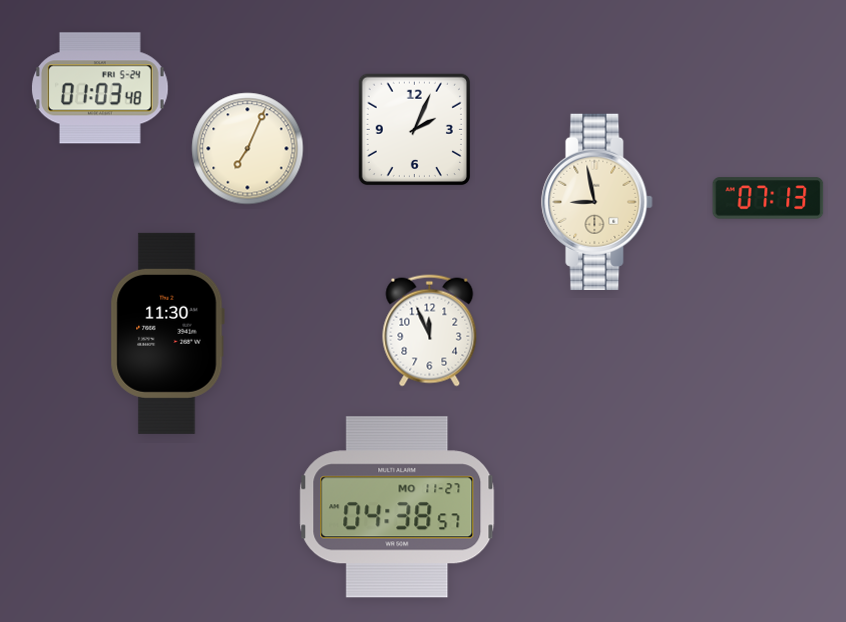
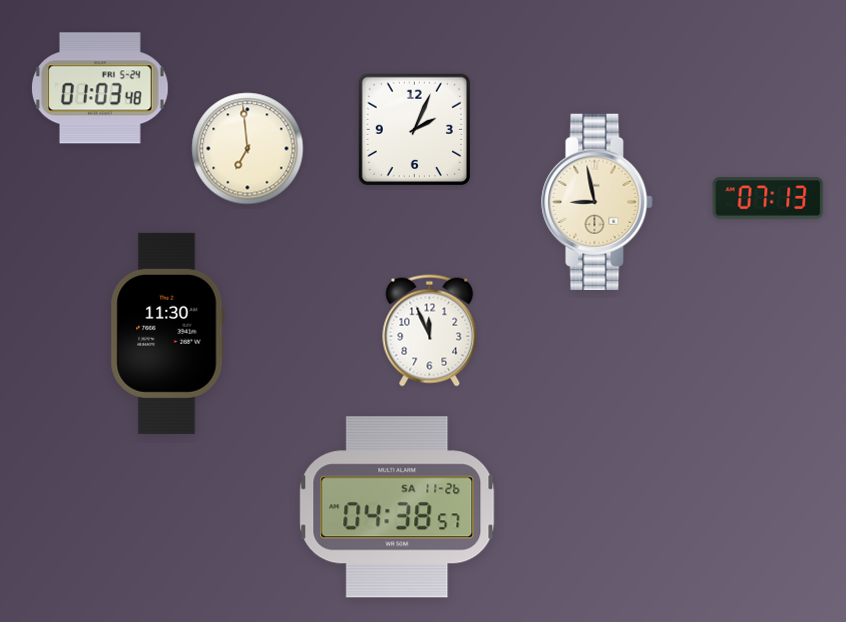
clock at (248, 149): 7:04 -> 6:59
clock at (397, 507) date: MO 11-27 -> SA 11-26
